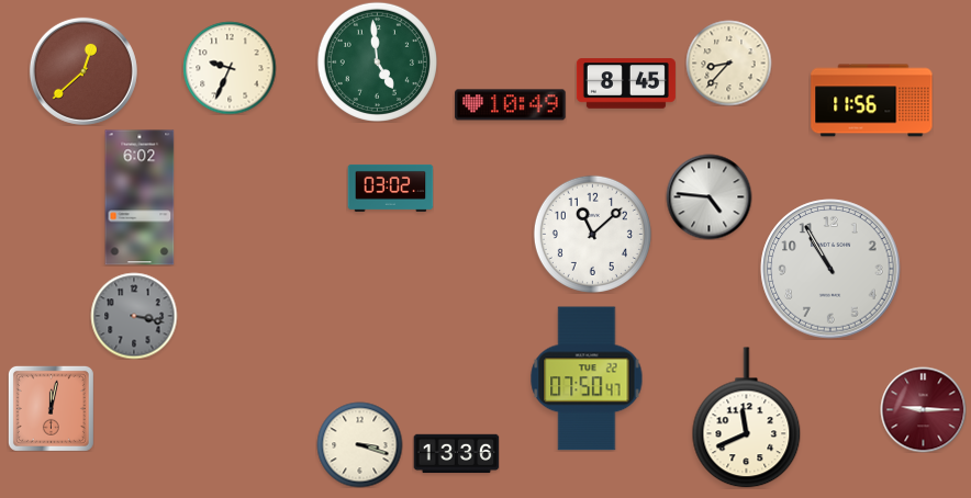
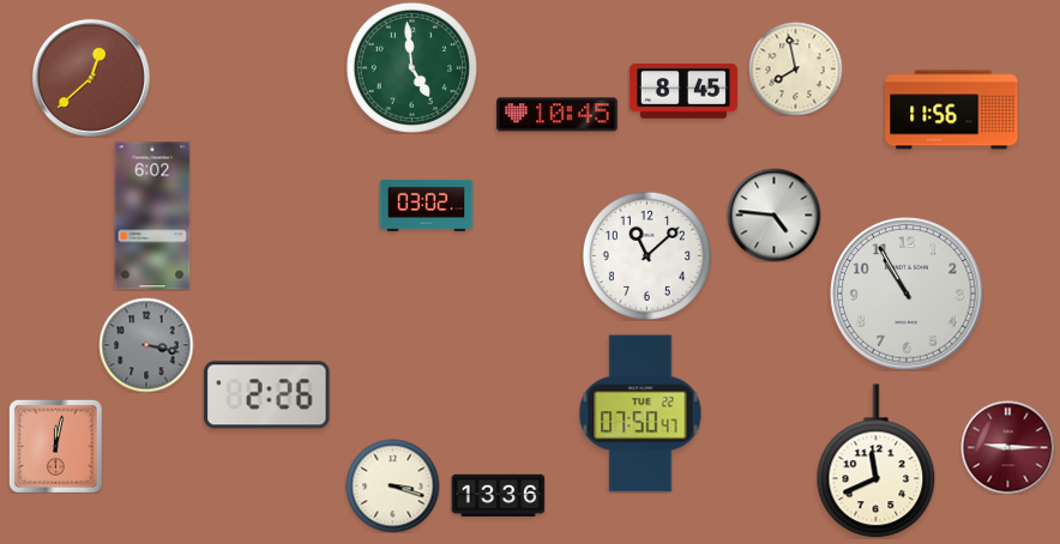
clock at (728, 63): 8:37 -> 7:58
clock at (230, 68): 9:34 -> none
clock at (511, 105): 10:49 -> 10:45
clock at (267, 395): none -> 2:26
clock at (747, 418) position: (747, 418) -> (877, 461)
